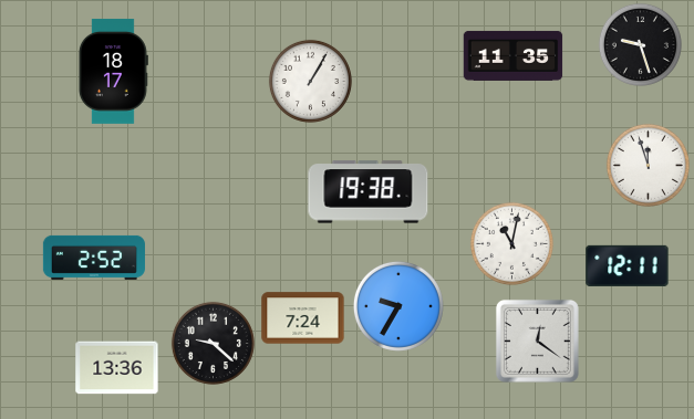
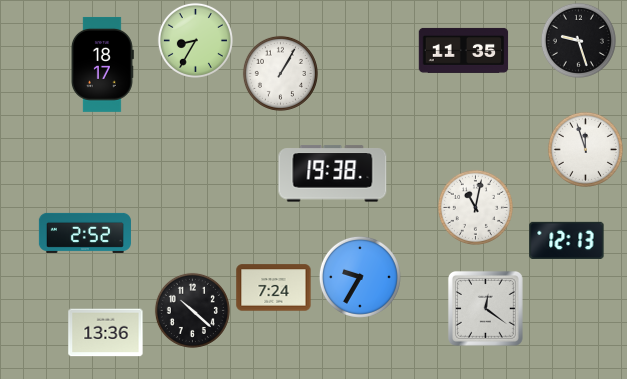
clock at (195, 40): none -> 8:35
clock at (511, 243) position: (511, 243) -> (475, 207)
clock at (628, 265): 12:11 -> 12:13
clock at (213, 343): 9:22 -> 10:22
